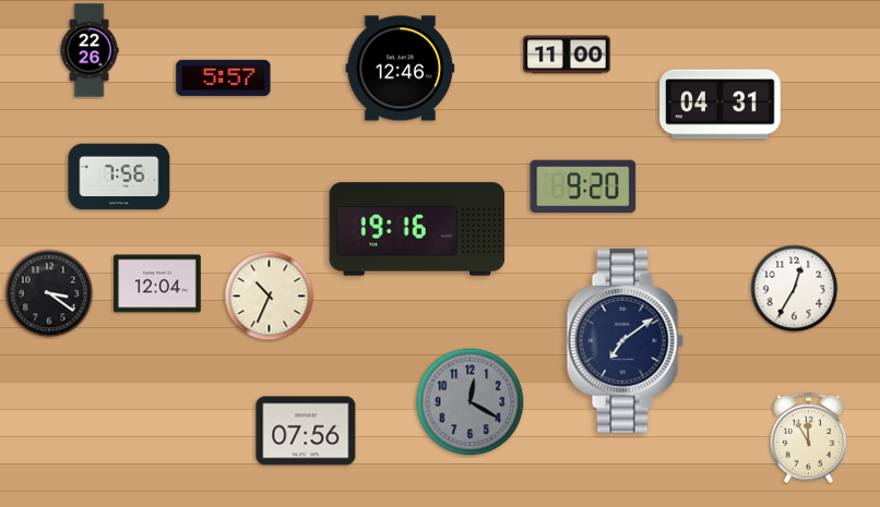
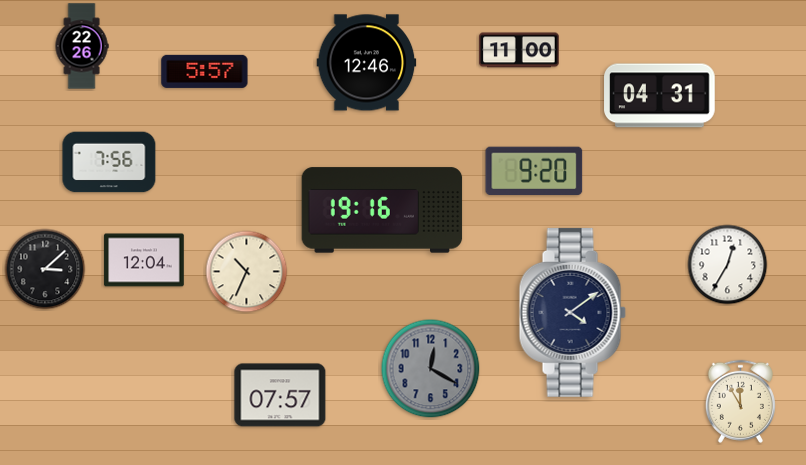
clock at (49, 293): 3:21 -> 3:08
clock at (625, 340): 7:09 -> 4:09
clock at (306, 431): 07:56 -> 07:57
